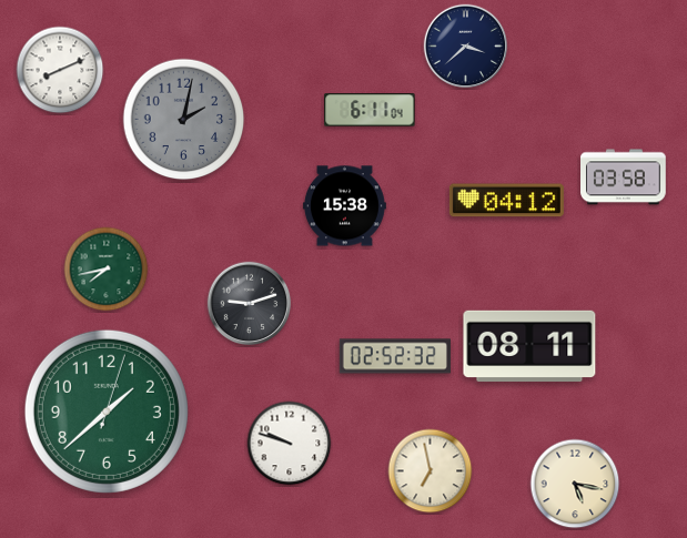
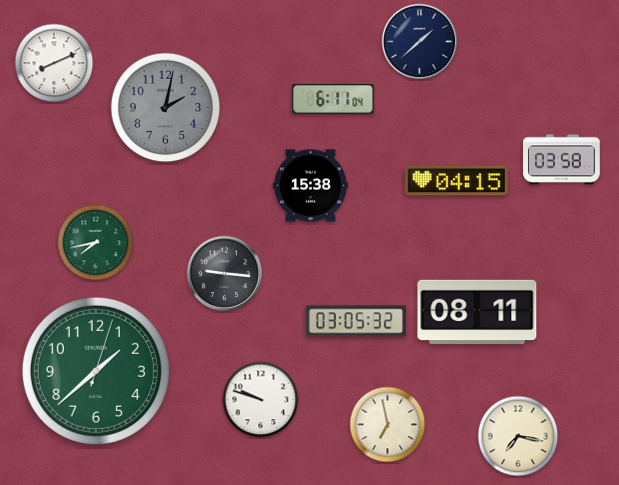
clock at (466, 47): 3:38 -> 1:38
clock at (506, 201): 04:12 -> 04:15
clock at (250, 304): 9:12 -> 9:16
clock at (395, 356): 02:52 -> 03:05
clock at (575, 484): 5:17 -> 7:17
